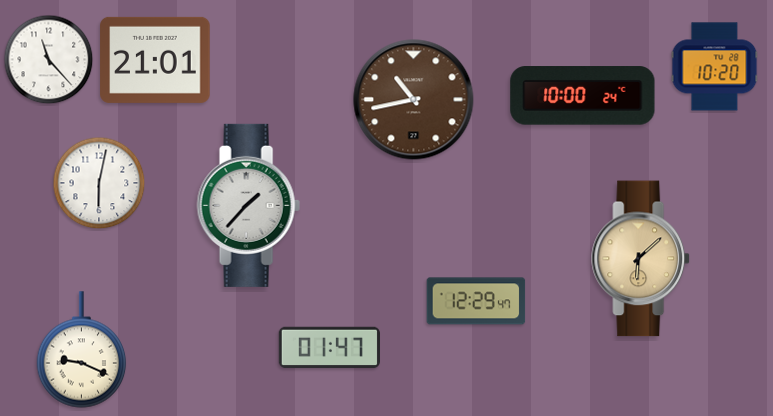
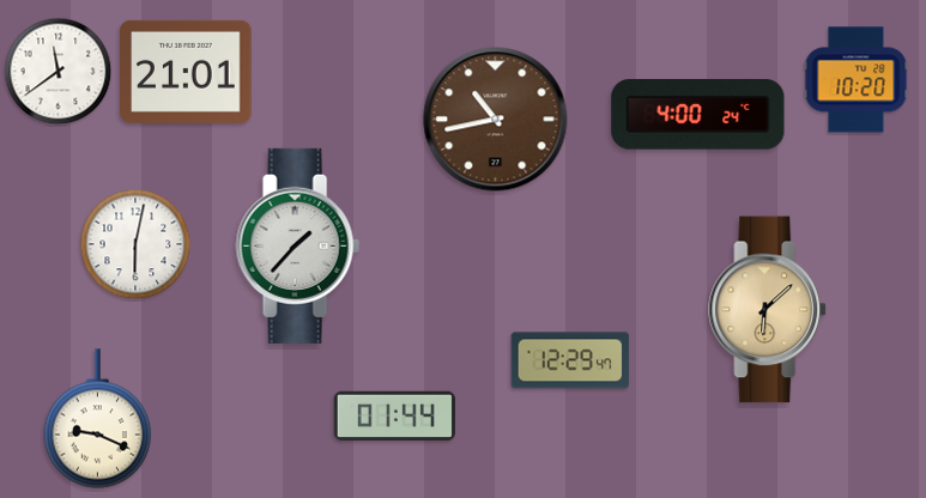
clock at (49, 60): 11:23 -> 11:39
clock at (583, 96): 10:00 -> 4:00
clock at (99, 183) position: (99, 183) -> (135, 244)
clock at (329, 348): 01:47 -> 01:44
